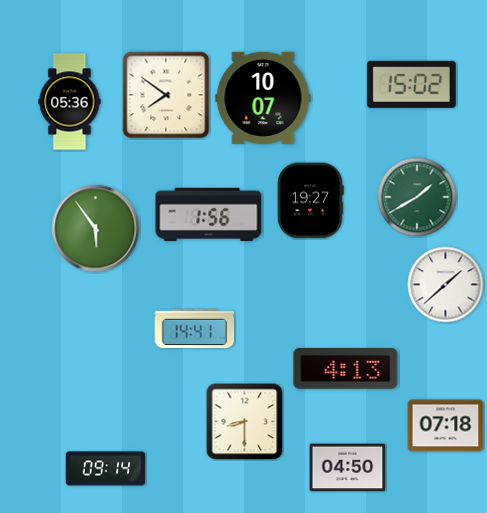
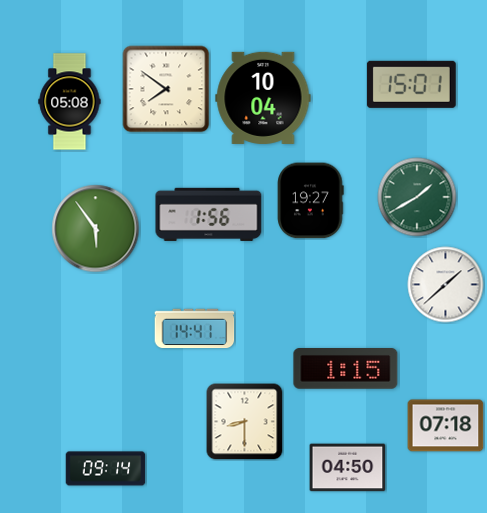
clock at (411, 84): 15:02 -> 15:01
clock at (166, 95) position: (166, 95) -> (166, 89)
clock at (263, 98): 10:07 -> 10:04
clock at (70, 102): 05:36 -> 05:08
clock at (346, 369): 4:13 -> 1:15
